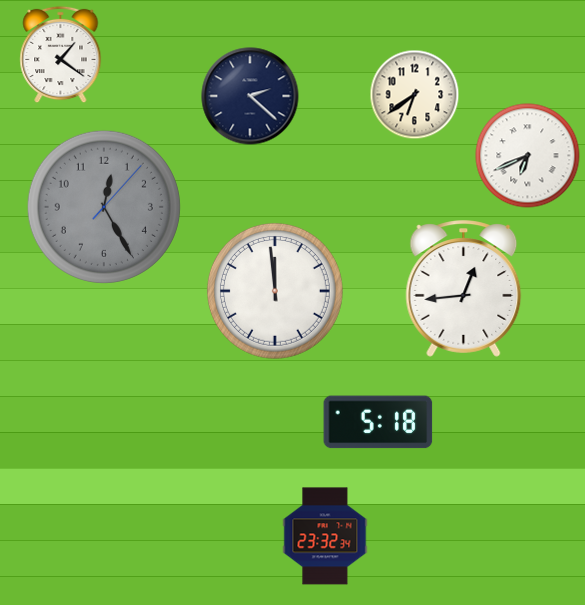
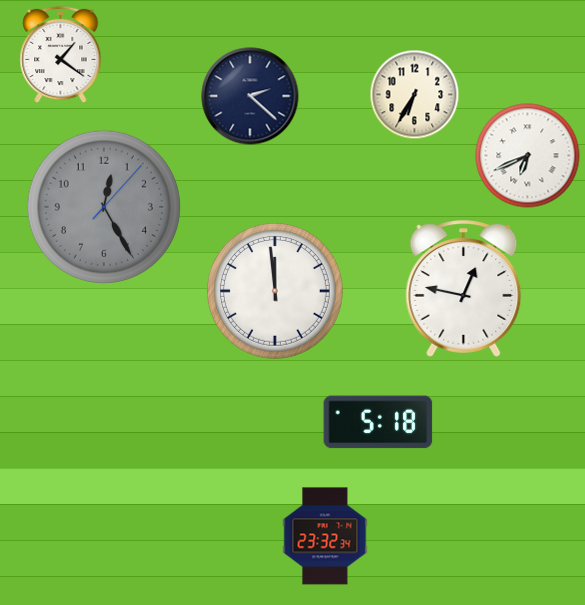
clock at (414, 94): 6:39 -> 6:35
clock at (464, 289): 12:44 -> 12:47
